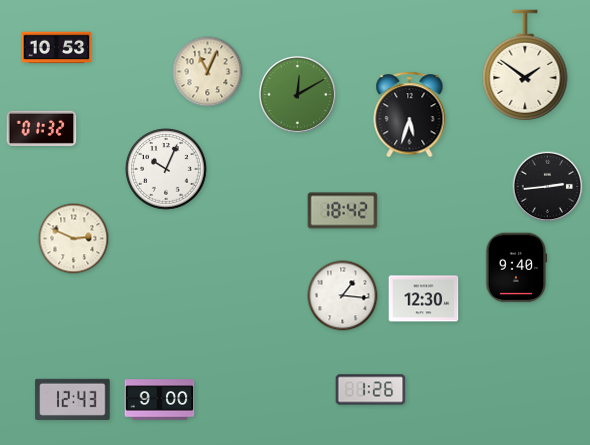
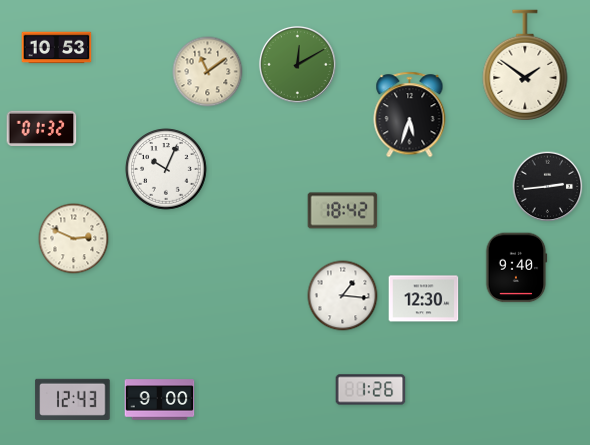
clock at (208, 72): 11:04 -> 11:09
clock at (297, 94) position: (297, 94) -> (297, 64)
